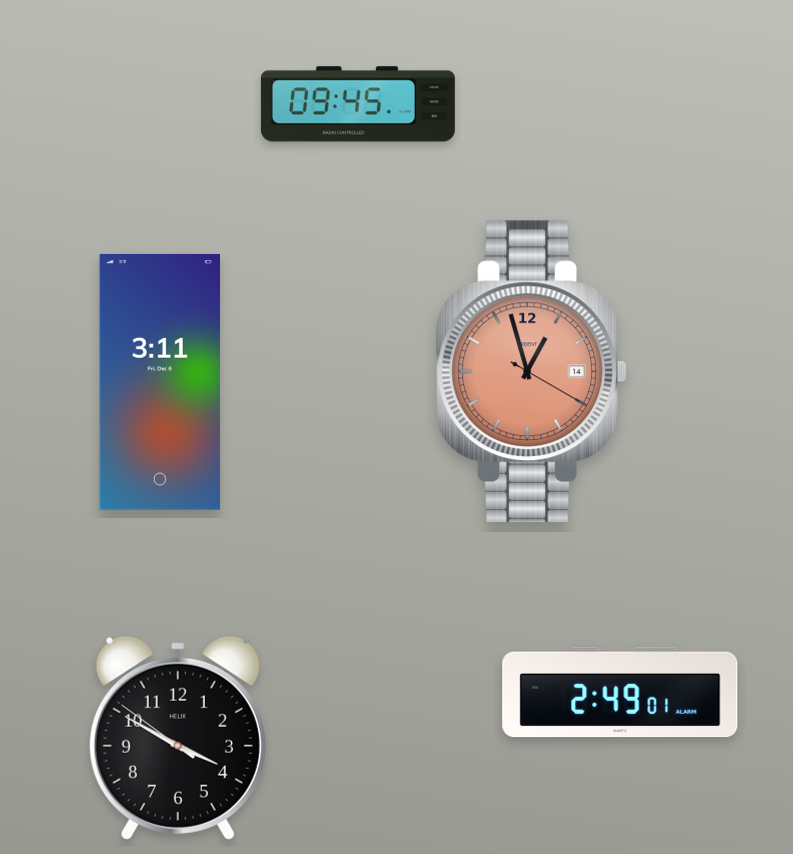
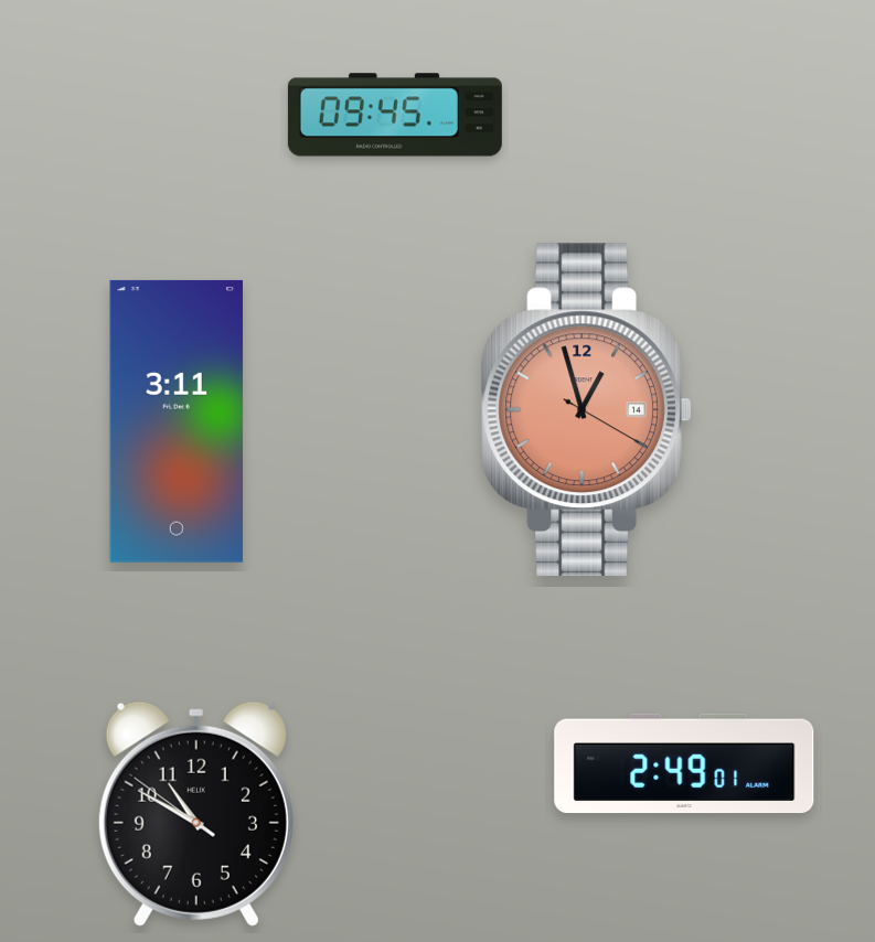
clock at (178, 738): 3:49 -> 10:49
